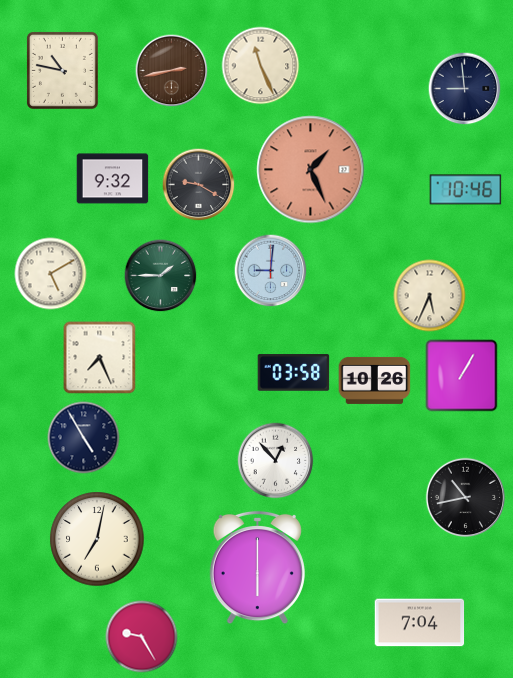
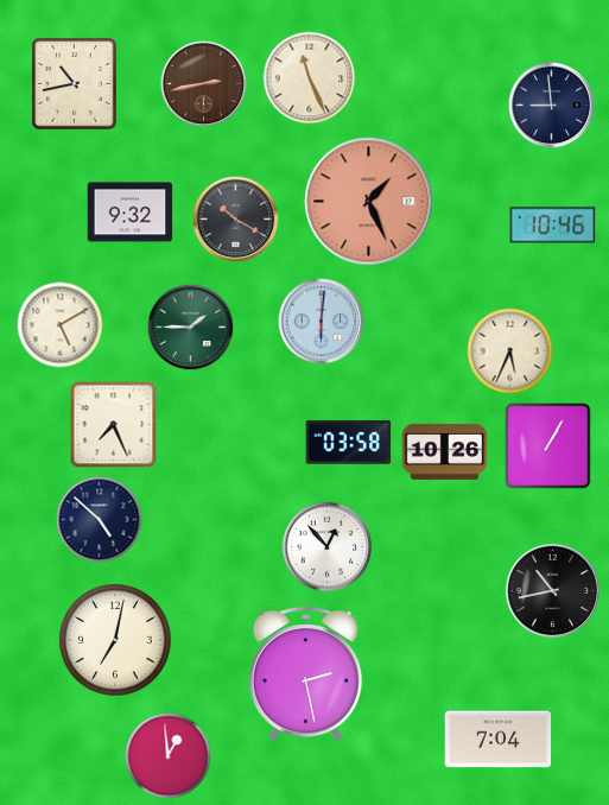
clock at (62, 70): 10:47 -> 10:43
clock at (113, 179) position: (113, 179) -> (131, 213)
clock at (199, 185): 9:20 -> 10:20
clock at (271, 271): 9:01 -> 6:01
clock at (100, 358) position: (100, 358) -> (114, 425)
clock at (84, 438): 4:55 -> 4:52
clock at (257, 568): 6:00 -> 2:28
clock at (142, 637): 9:25 -> 12:59
